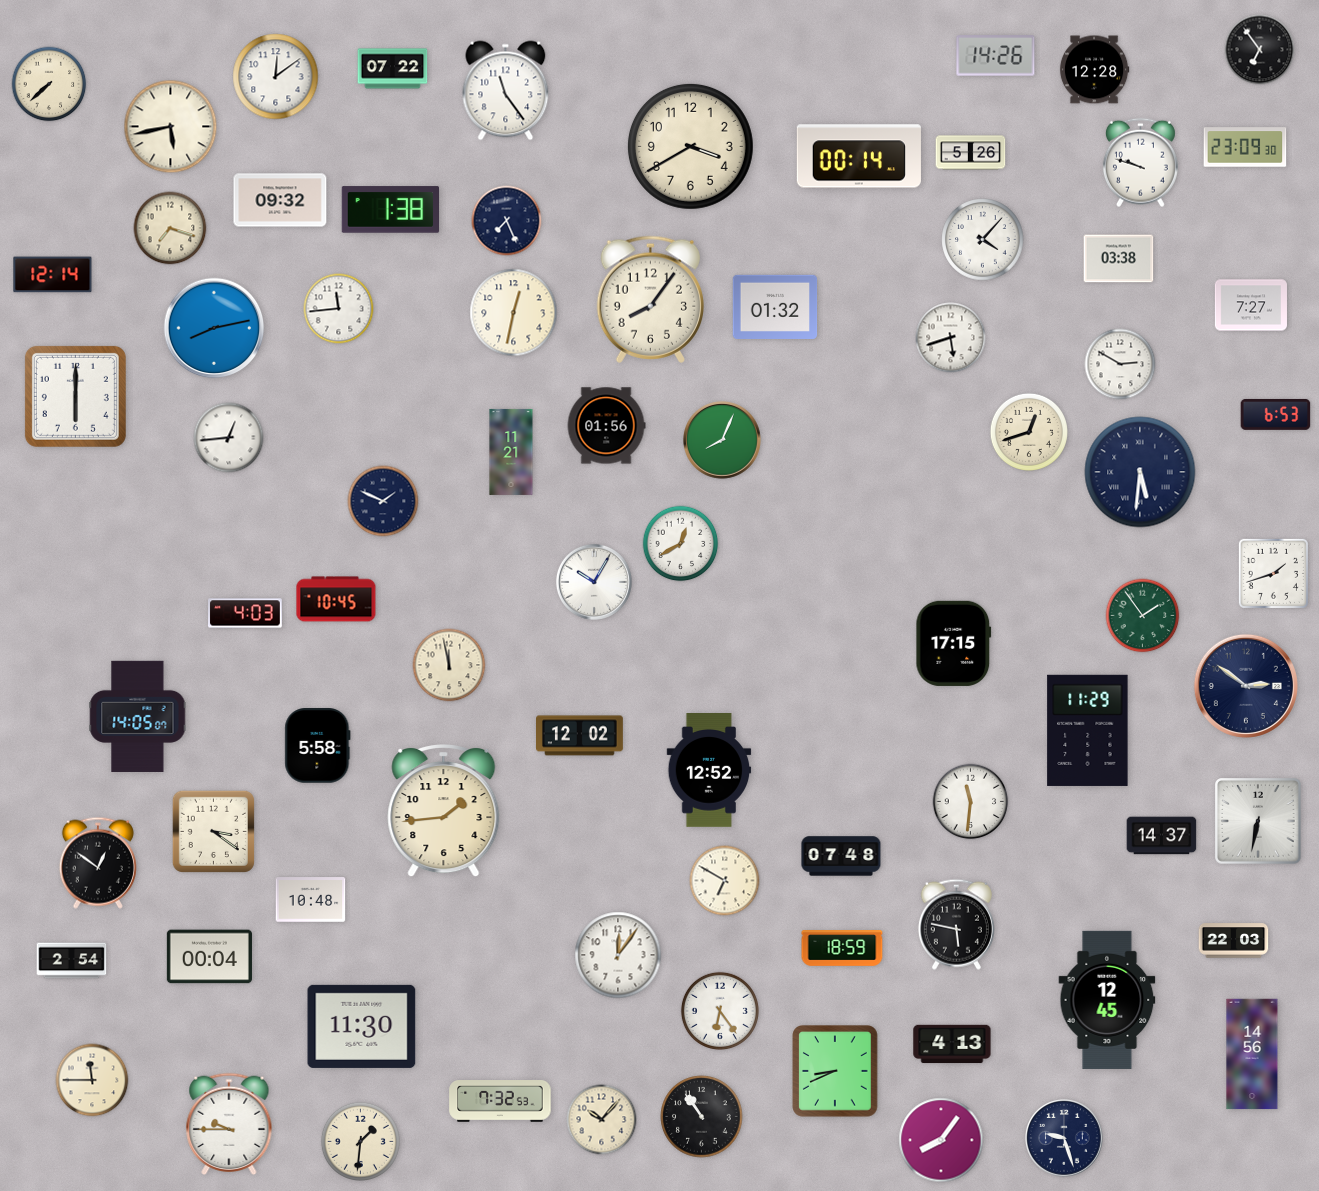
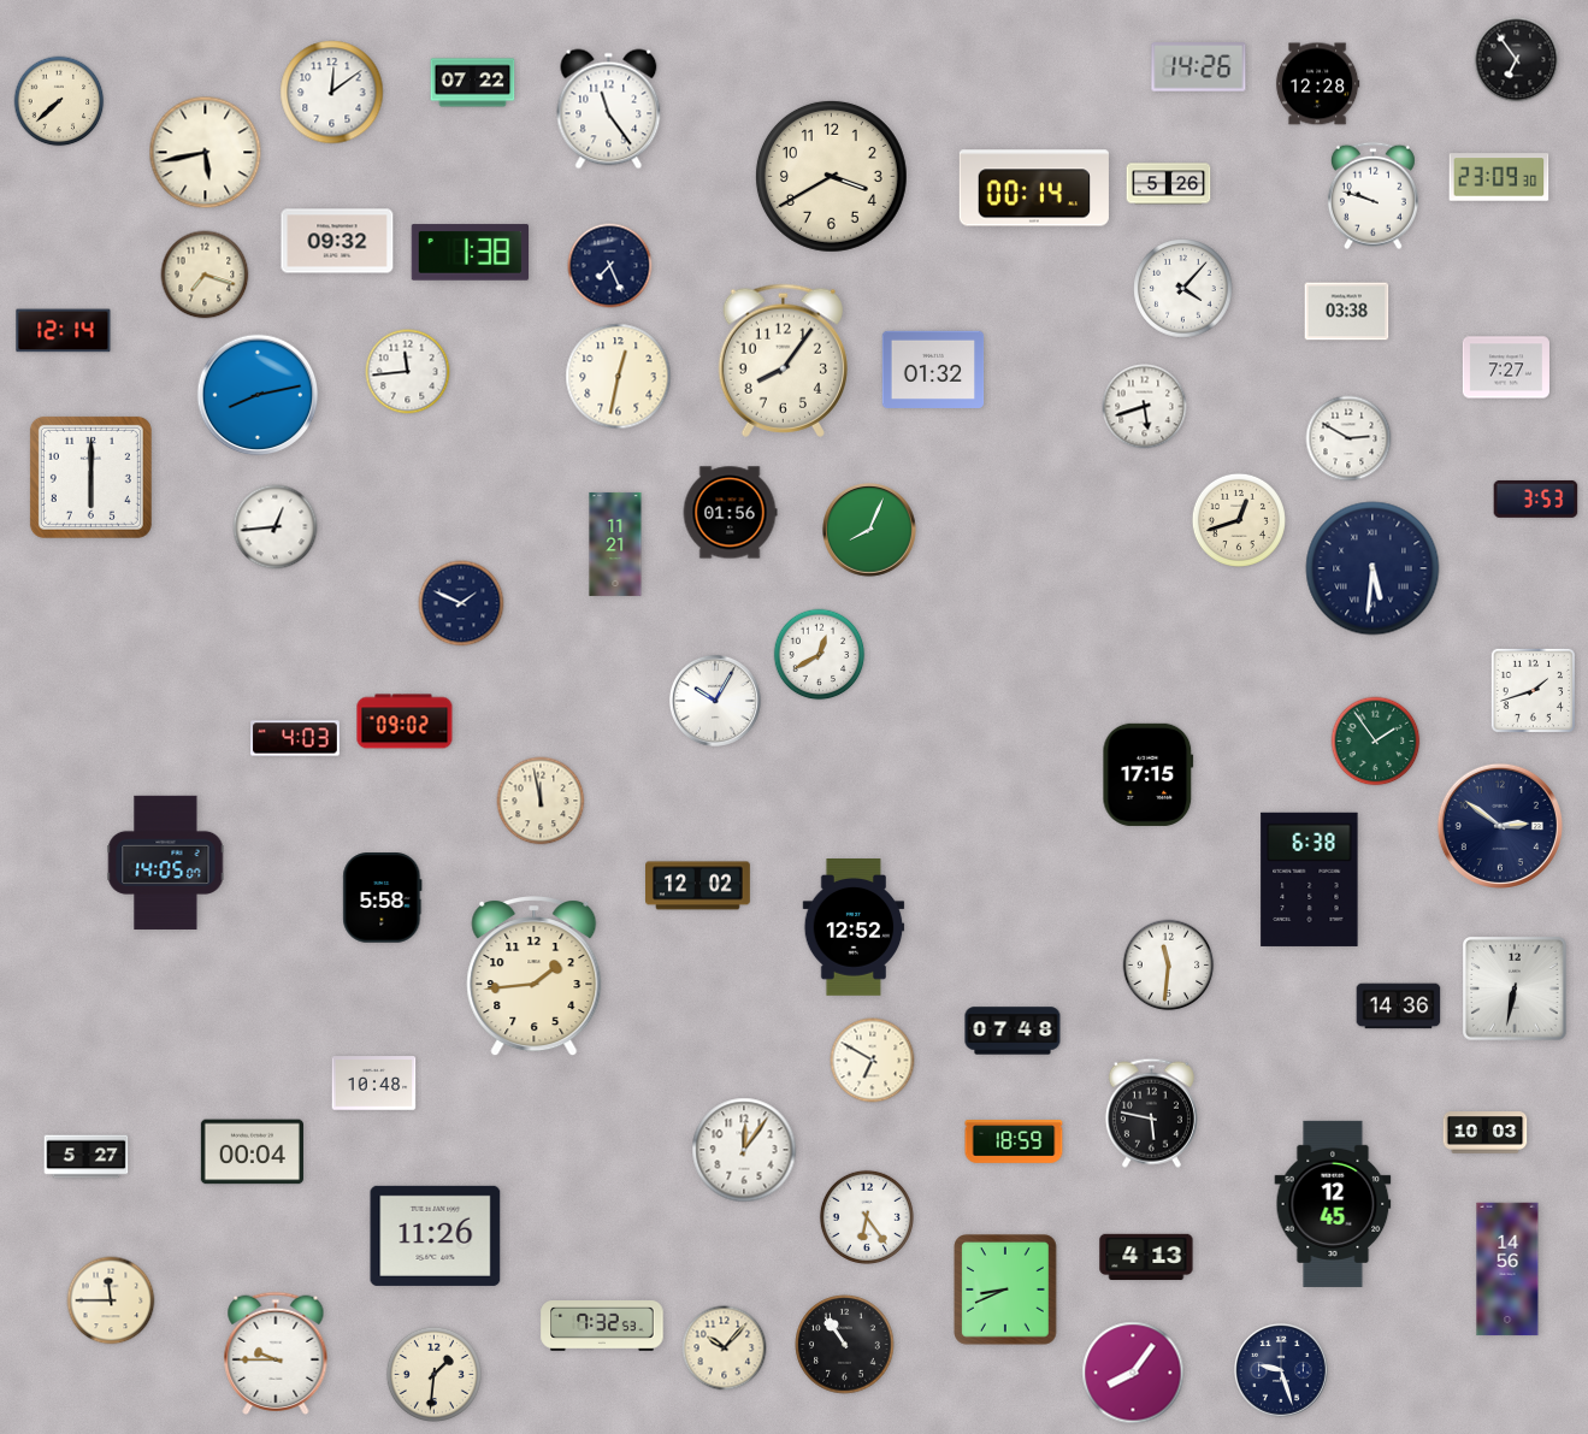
clock at (1276, 414): 6:53 -> 3:53
clock at (336, 599): 10:45 -> 09:02
clock at (1088, 730): 11:29 -> 6:38
clock at (213, 831): 3:21 -> none
clock at (1162, 836): 14:37 -> 14:36
clock at (98, 863): 12:51 -> none
clock at (1234, 941): 22:03 -> 10:03
clock at (72, 961): 2:54 -> 5:27
clock at (362, 1026): 11:30 -> 11:26
